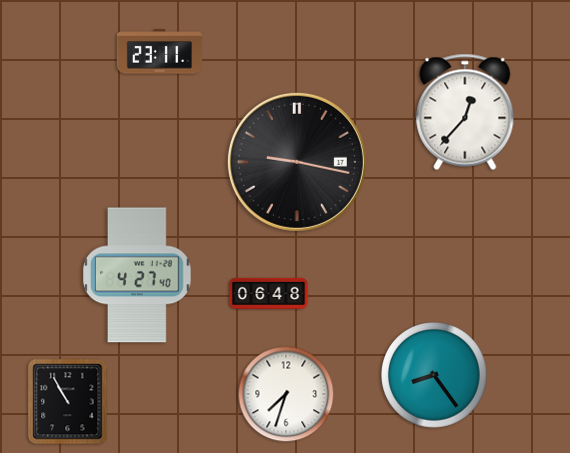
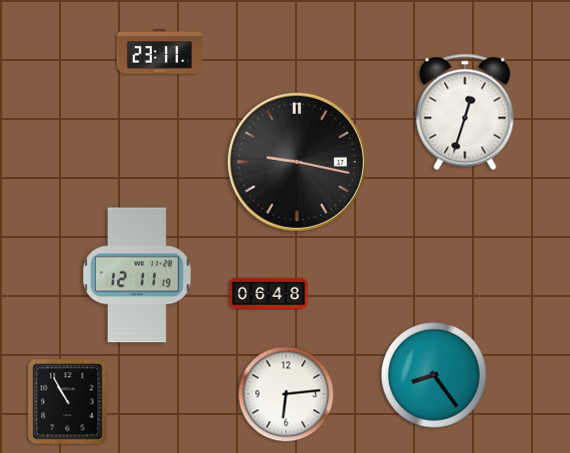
clock at (465, 112): 12:37 -> 12:33
clock at (138, 275): 4:27 -> 12:11
clock at (286, 394): 7:33 -> 6:14
